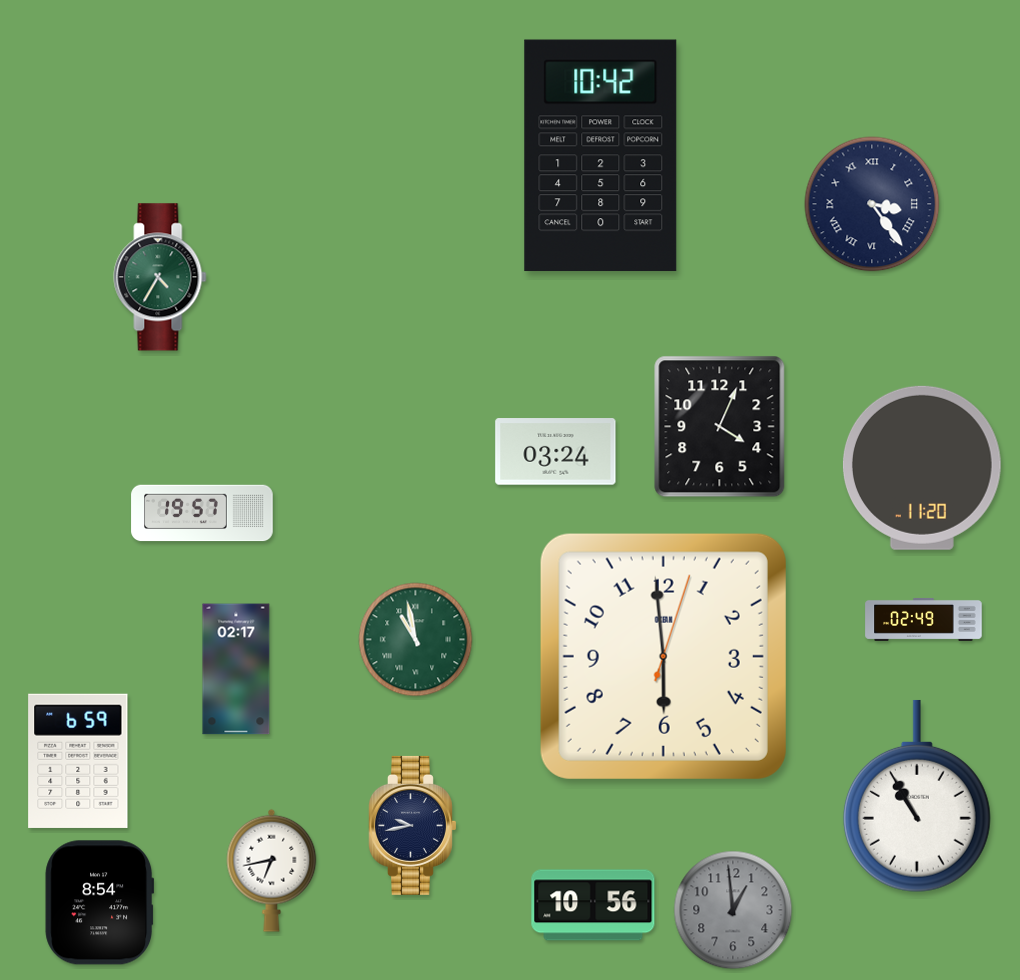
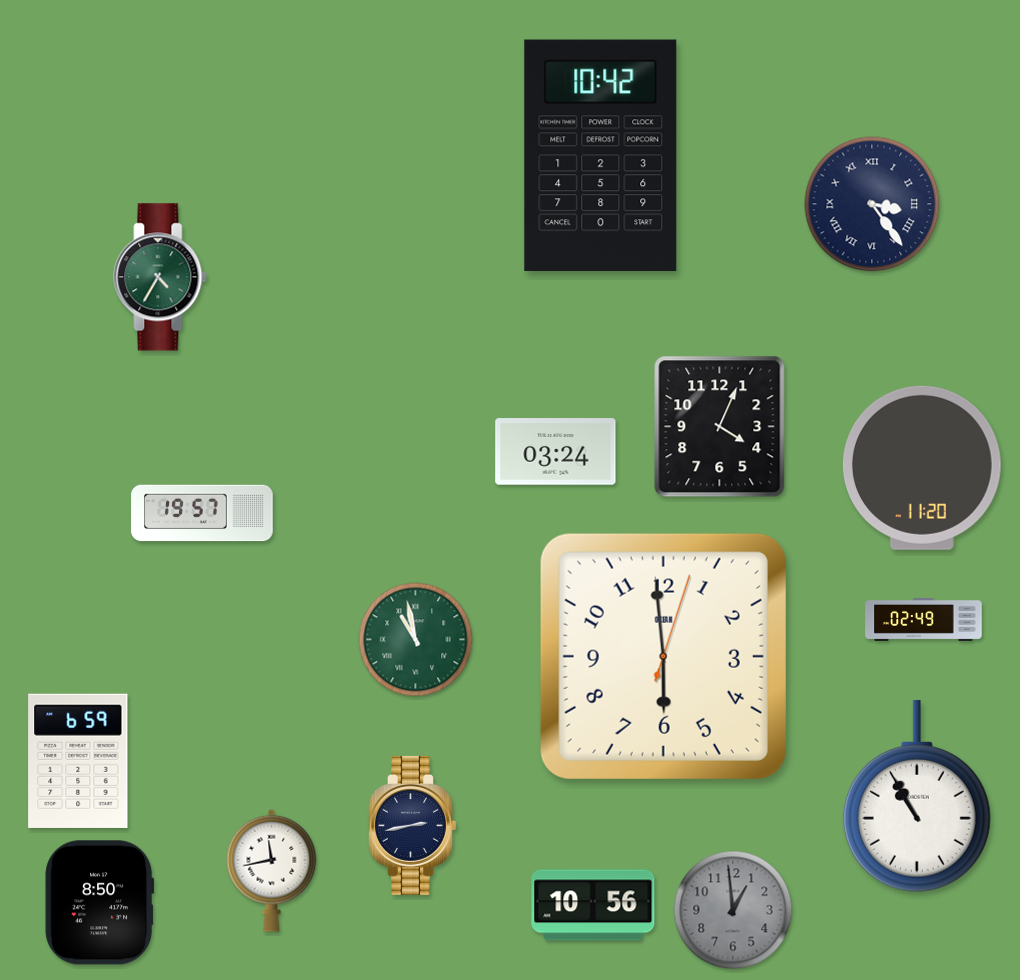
clock at (236, 669): 02:17 -> none
clock at (413, 825): 9:43 -> 2:43
clock at (272, 870): 6:43 -> 11:43
clock at (99, 903): 8:54 -> 8:50
